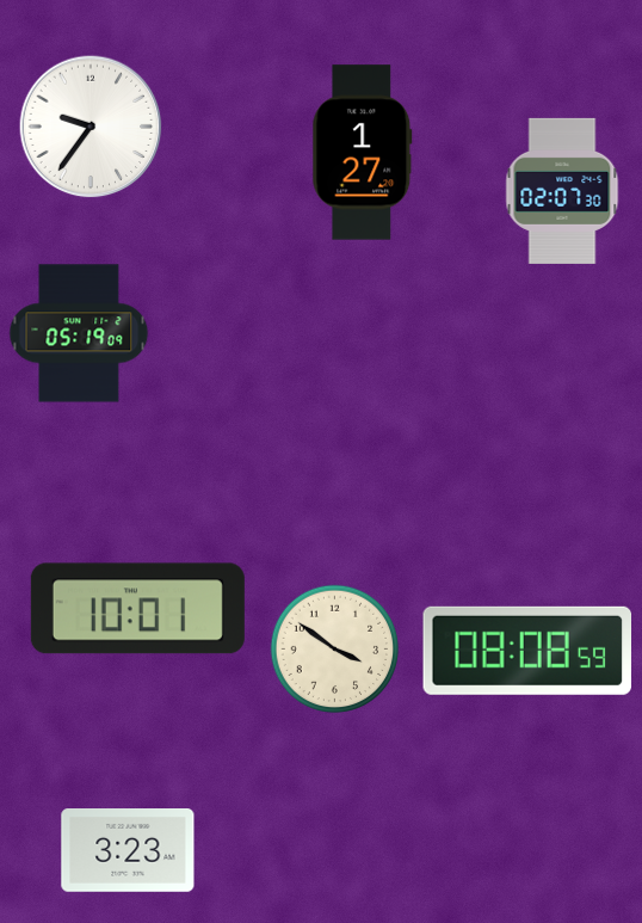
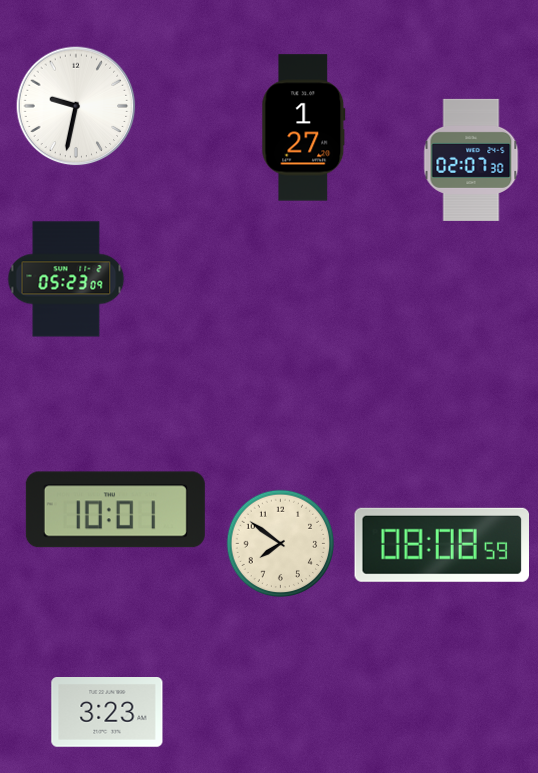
clock at (91, 127): 9:36 -> 9:32
clock at (79, 333): 05:19 -> 05:23
clock at (335, 650): 3:51 -> 7:51
